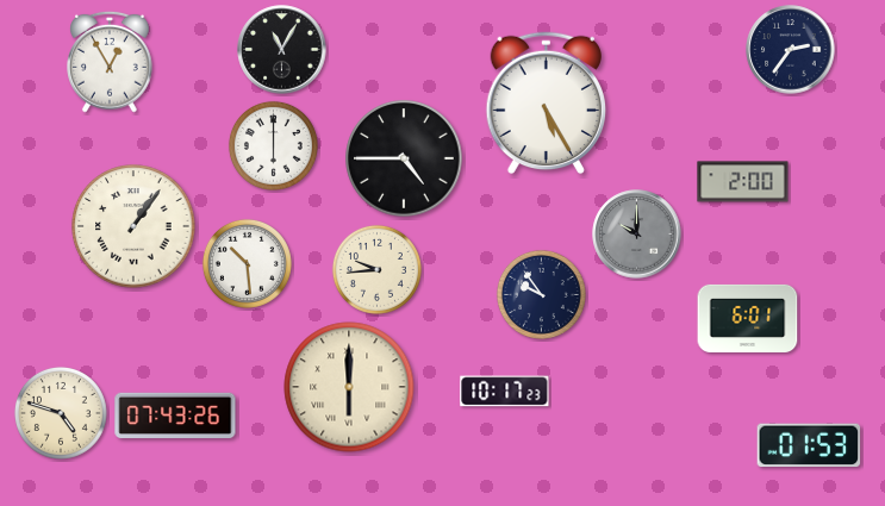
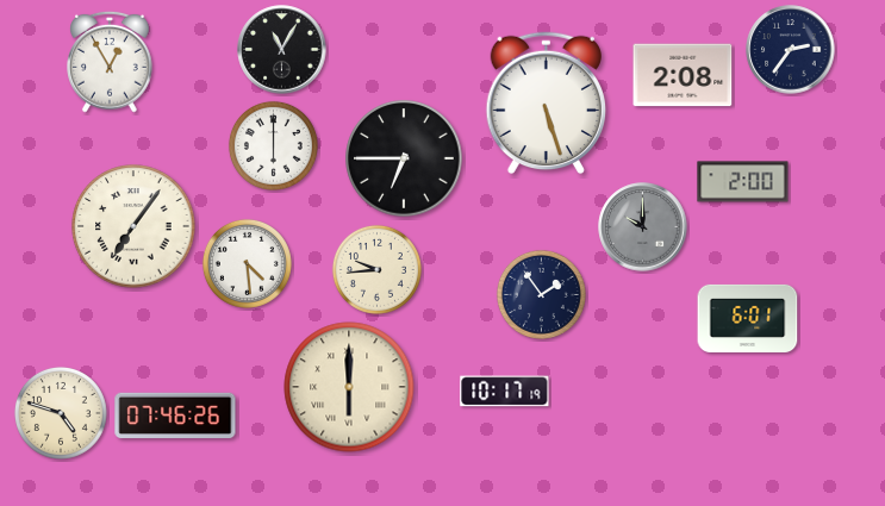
clock at (683, 75): none -> 2:08
clock at (546, 104): 5:25 -> 5:27
clock at (404, 158): 4:45 -> 6:45
clock at (133, 226): 1:06 -> 7:06
clock at (637, 235) position: (637, 235) -> (643, 227)
clock at (247, 263): 10:29 -> 4:29
clock at (541, 294): 9:54 -> 1:54
clock at (505, 392): 10:17:23 -> 10:17:19
clock at (175, 416): 07:43 -> 07:46
clock at (809, 445): 01:53 -> none
